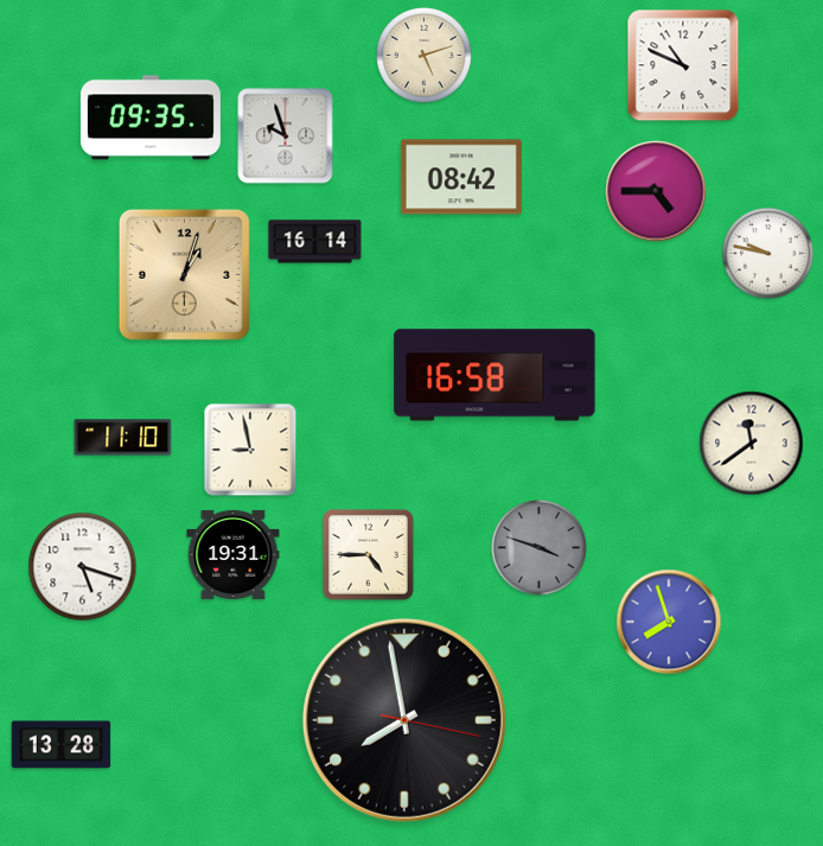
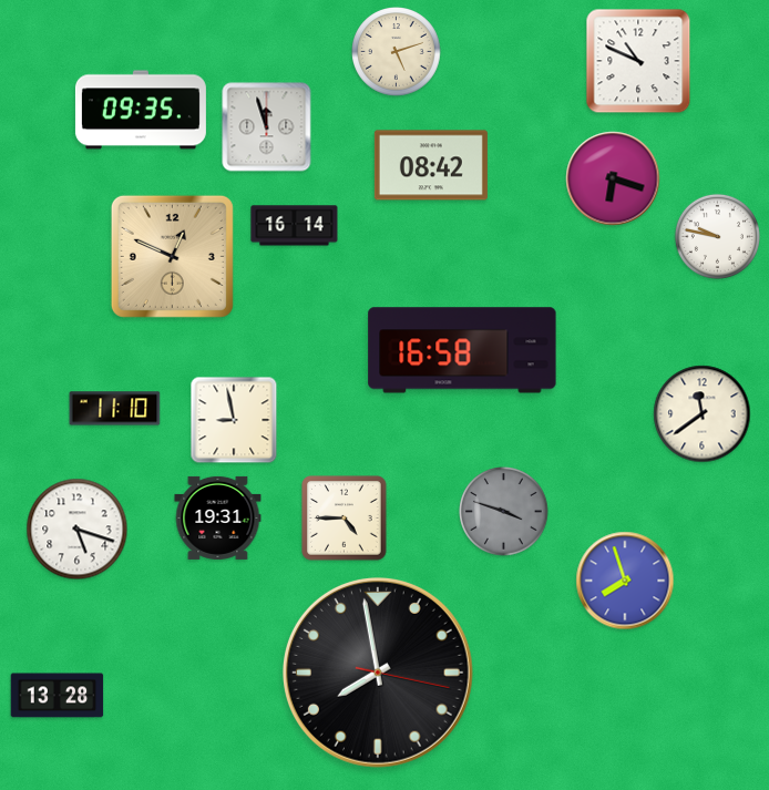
clock at (286, 136): 9:57 -> 11:57
clock at (656, 191): 4:45 -> 6:18
clock at (184, 274): 1:03 -> 12:49
